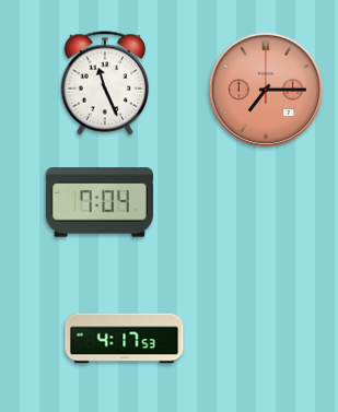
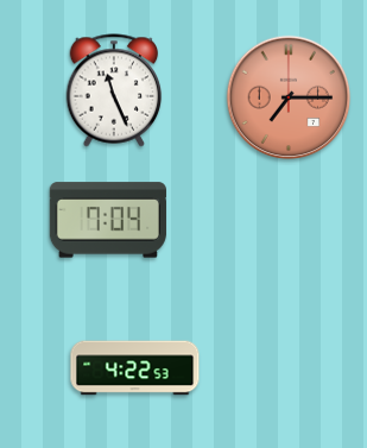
clock at (125, 339): 4:17 -> 4:22
